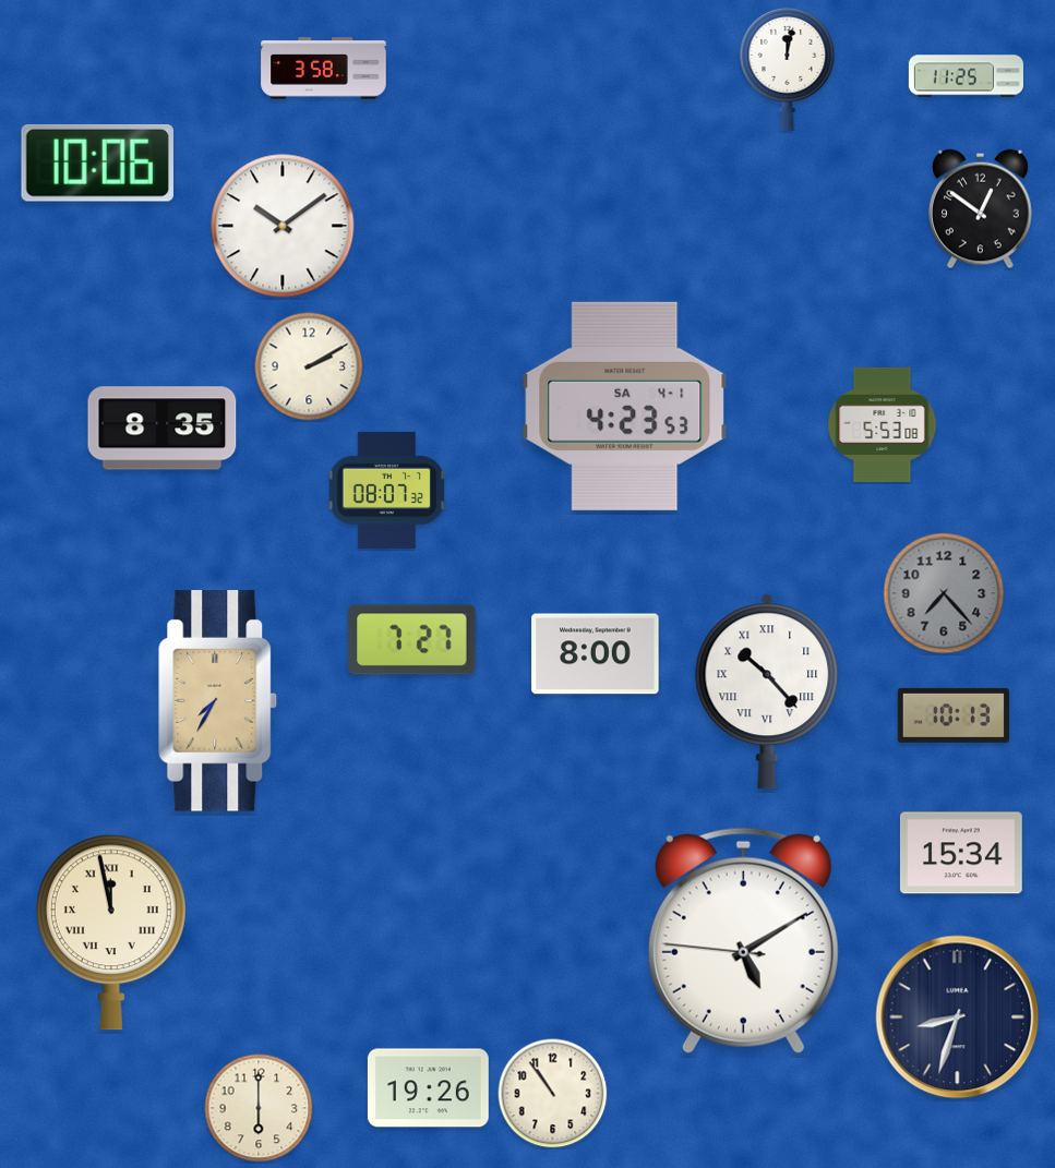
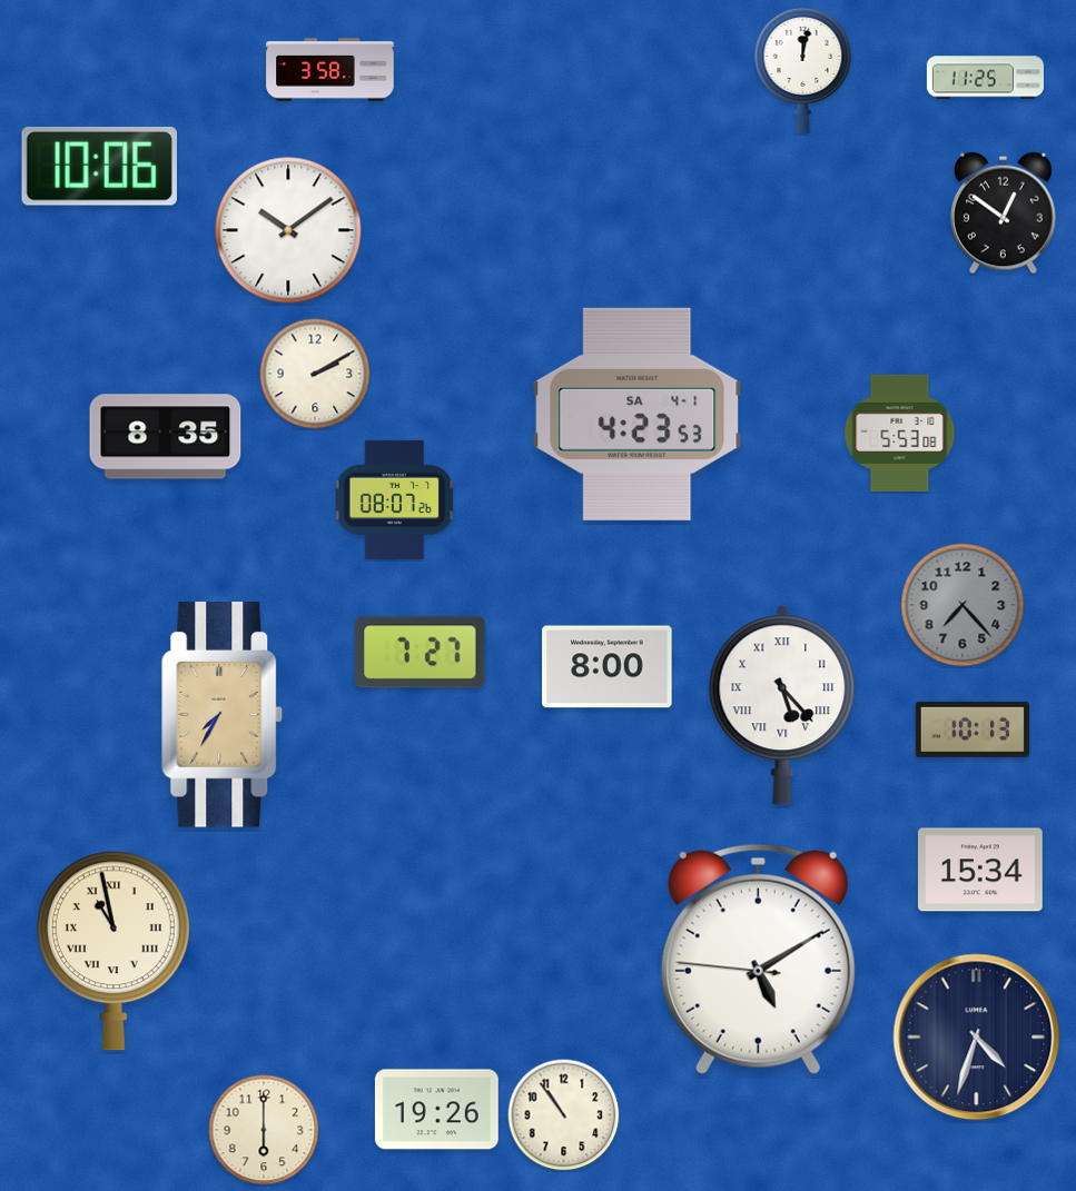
clock at (981, 209) position: (981, 209) -> (1004, 214)
clock at (387, 490): 08:07:32 -> 08:07:26
clock at (767, 691): 10:23 -> 5:23
clock at (111, 932): 11:58 -> 10:58
clock at (958, 1018): 8:33 -> 4:33
